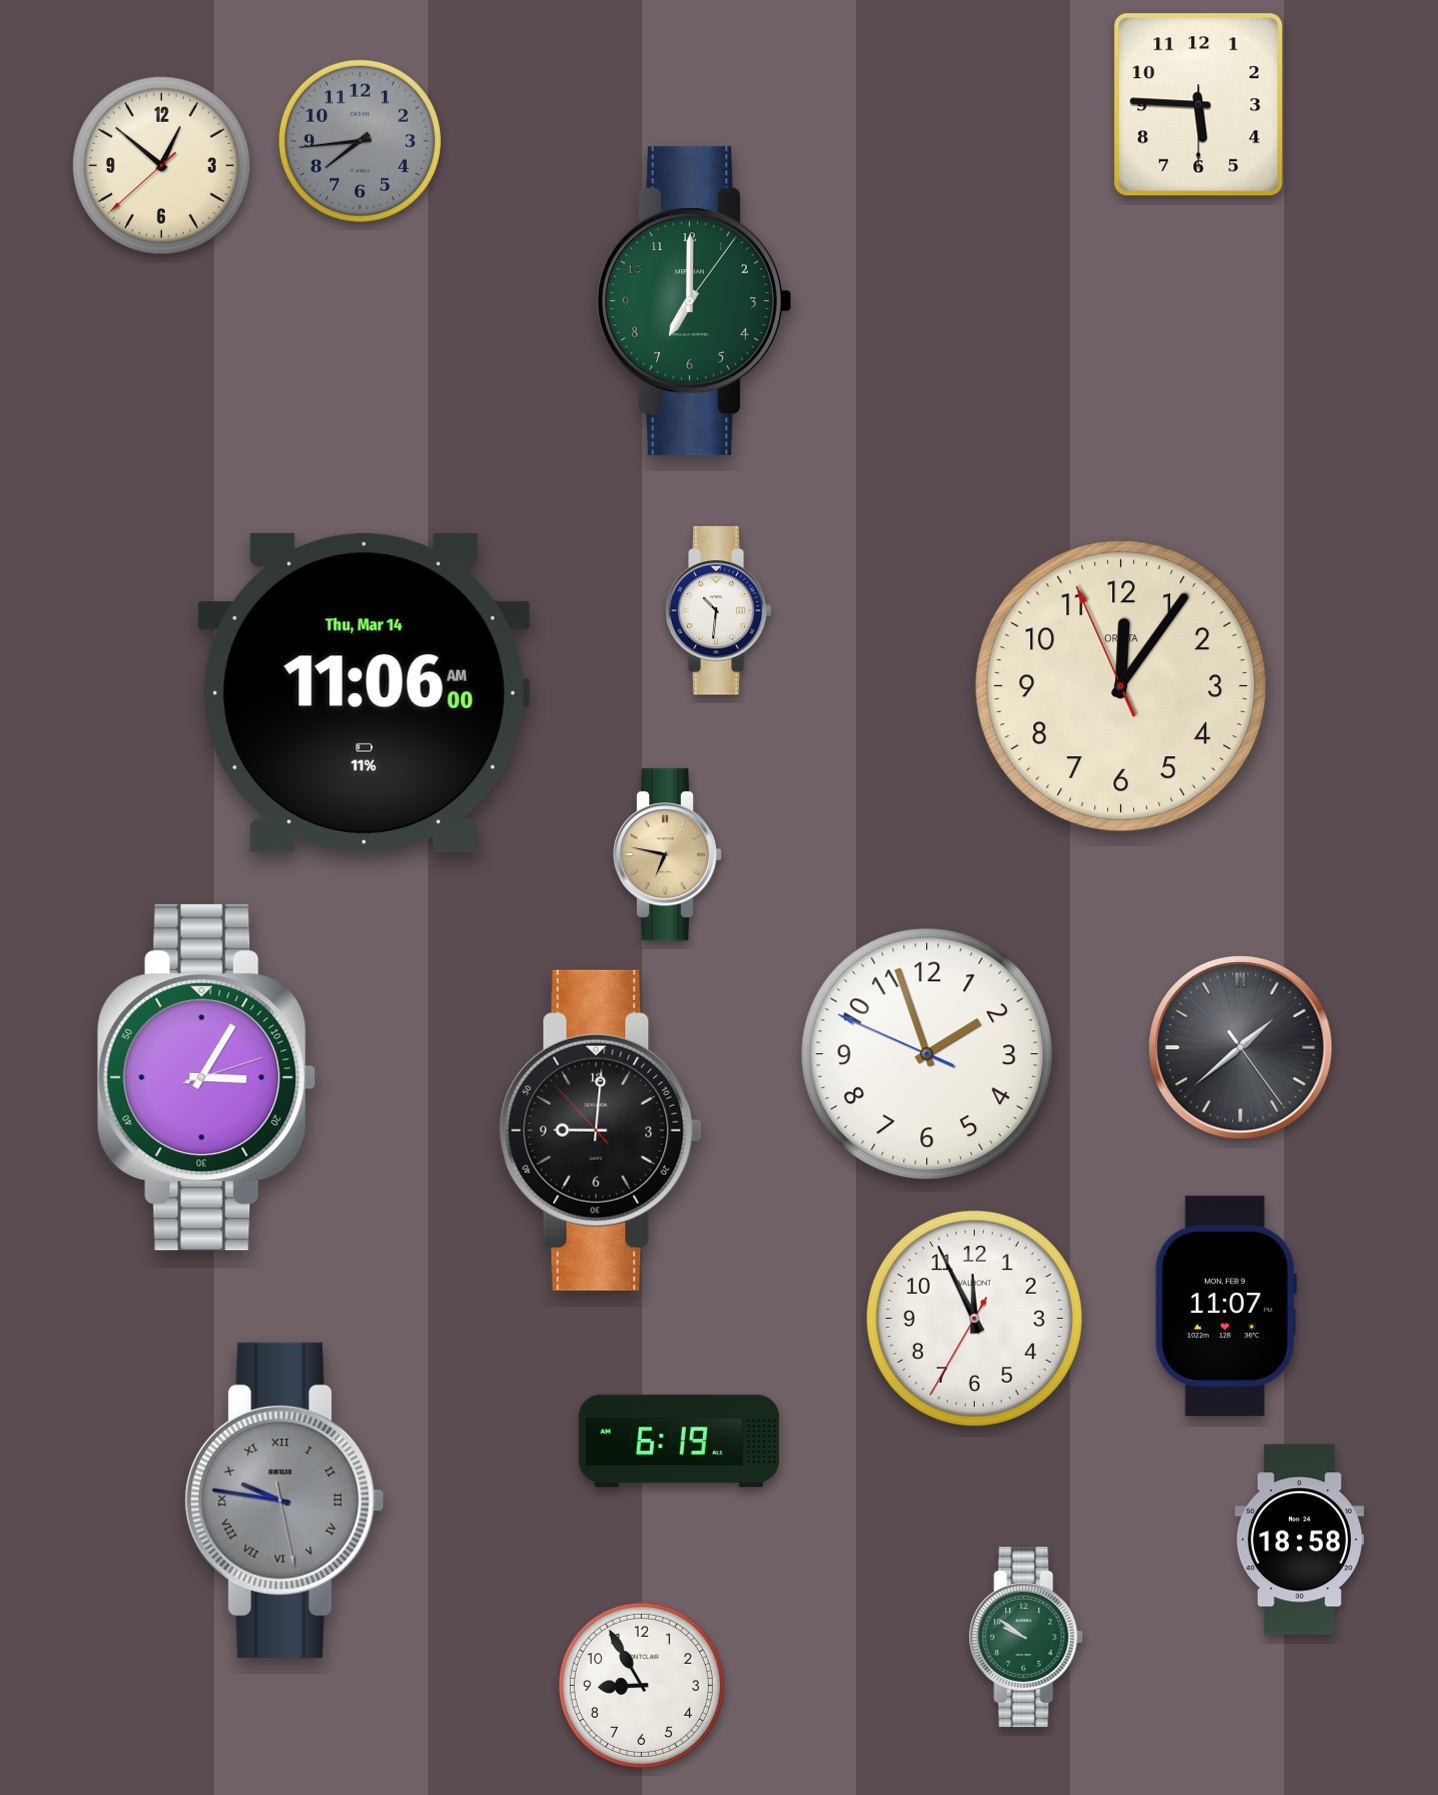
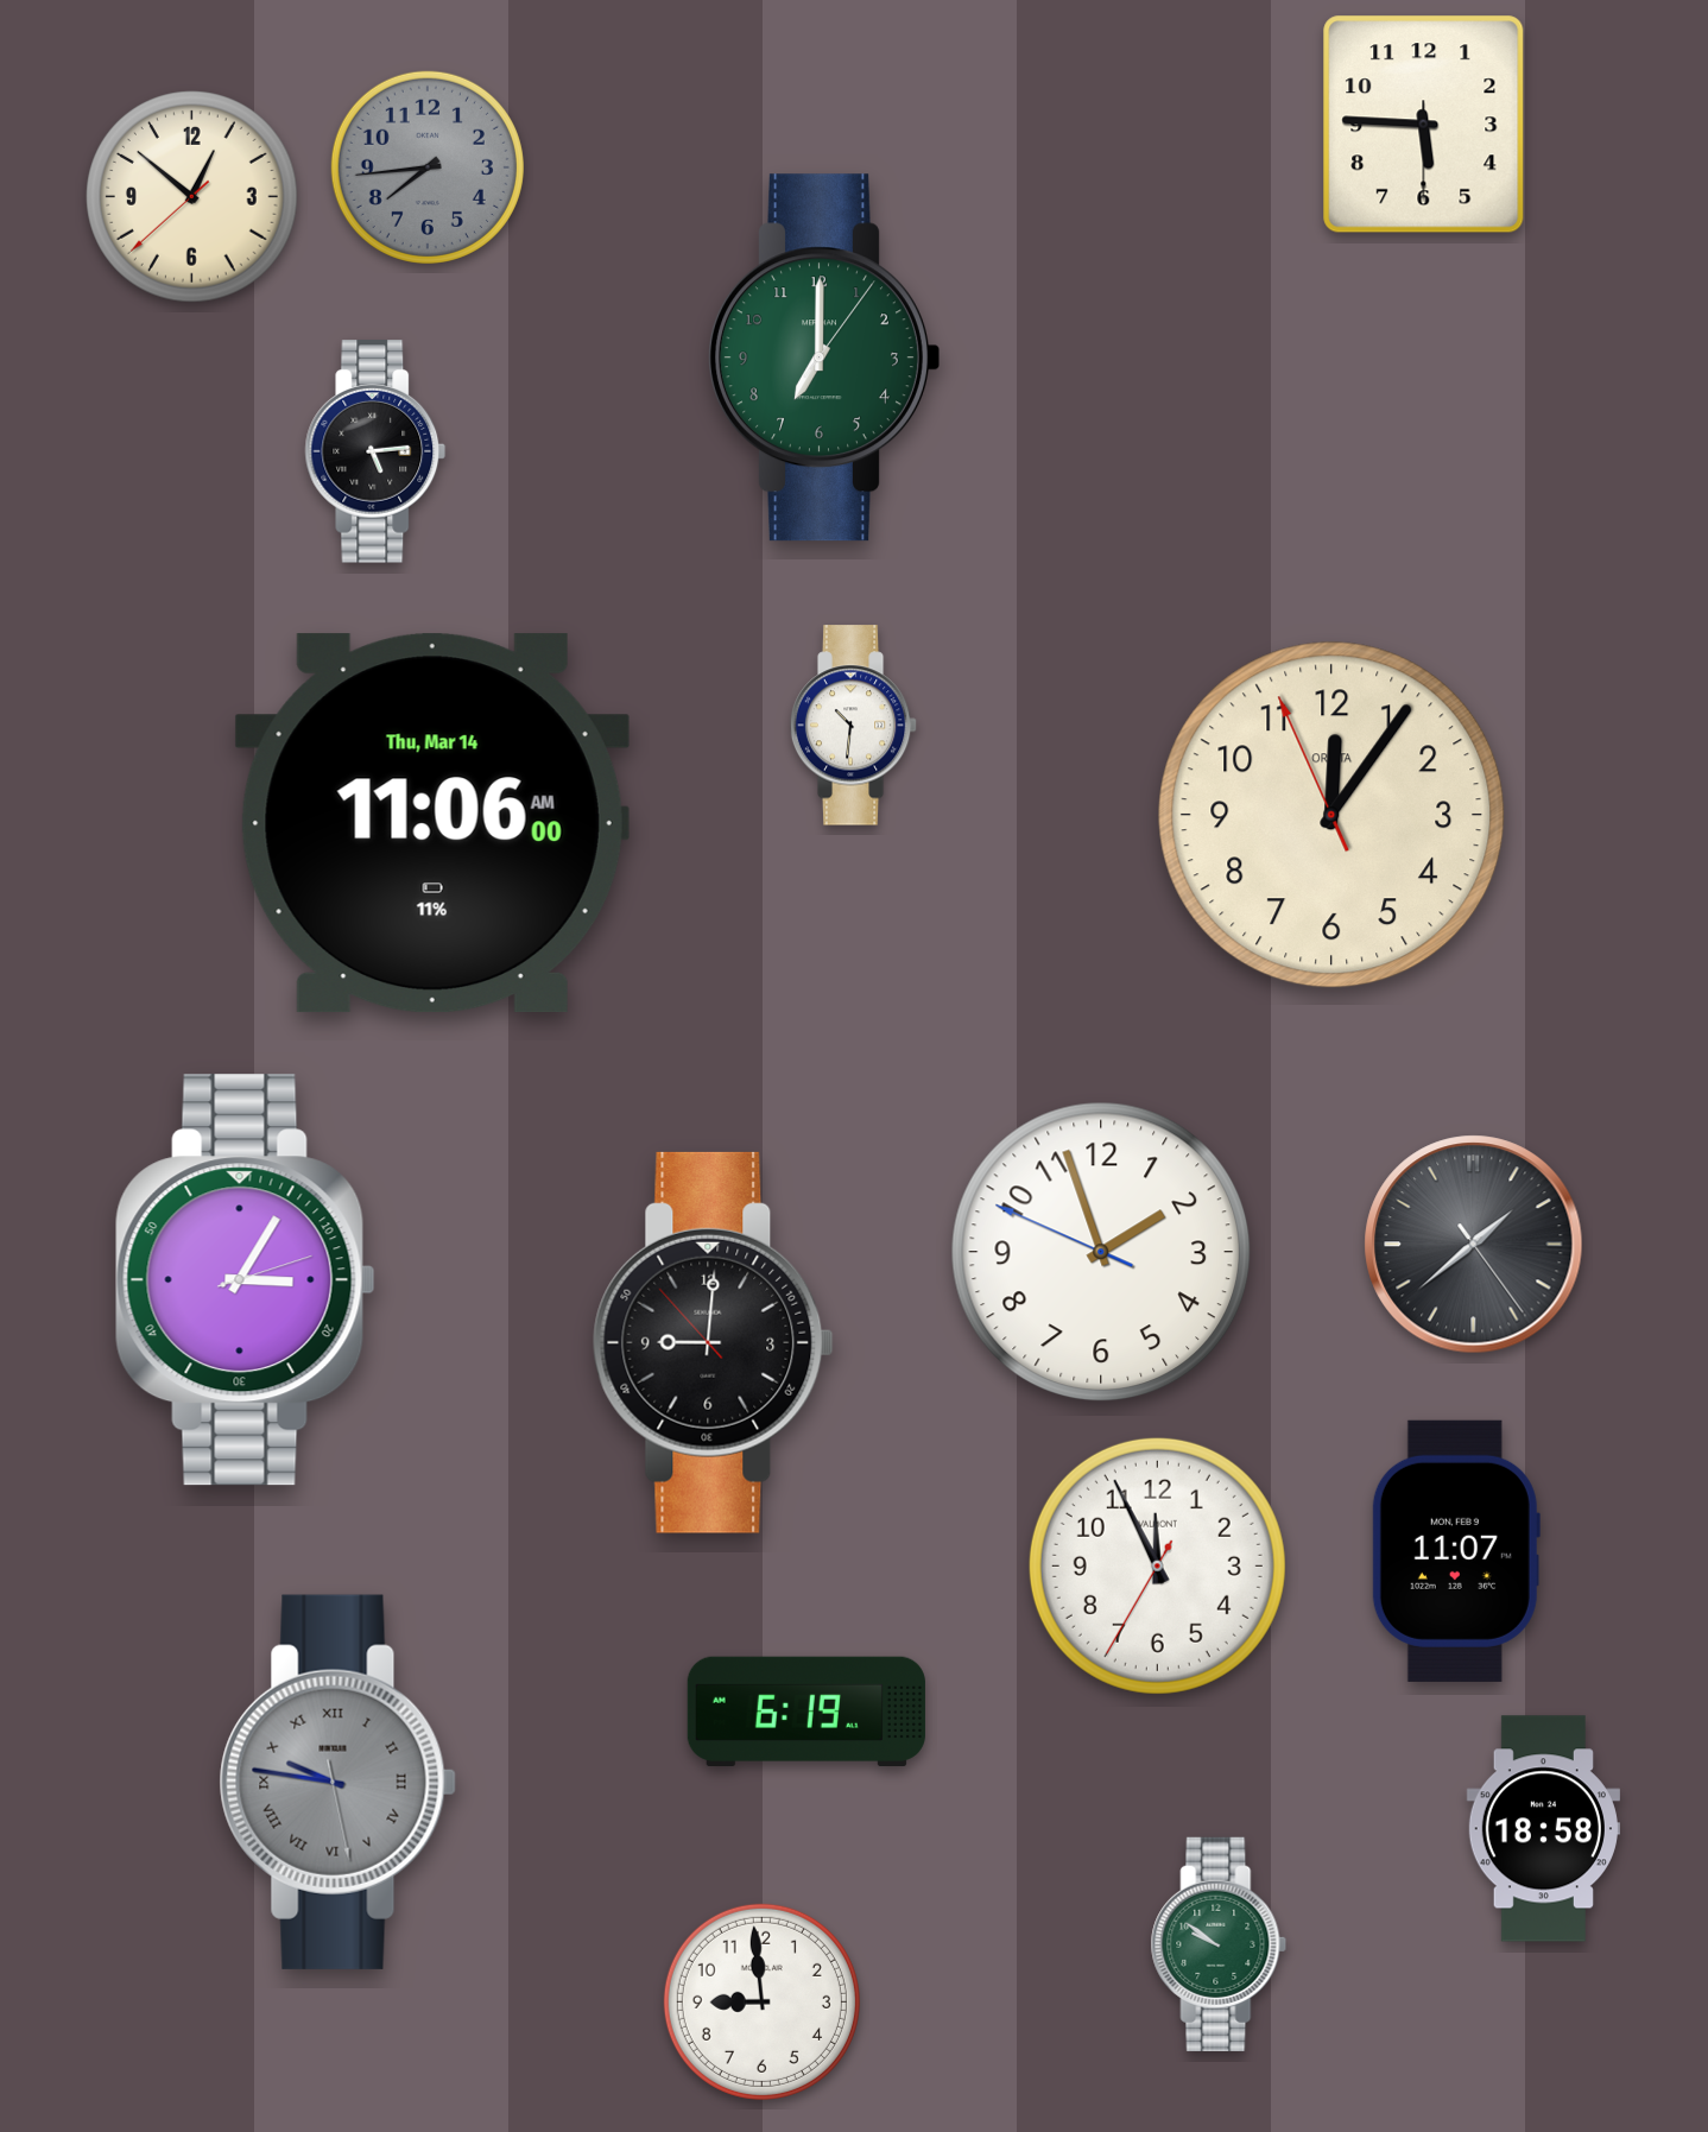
clock at (375, 451): none -> 5:14
clock at (668, 855): 6:47 -> none
clock at (641, 1685): 8:55 -> 8:59
